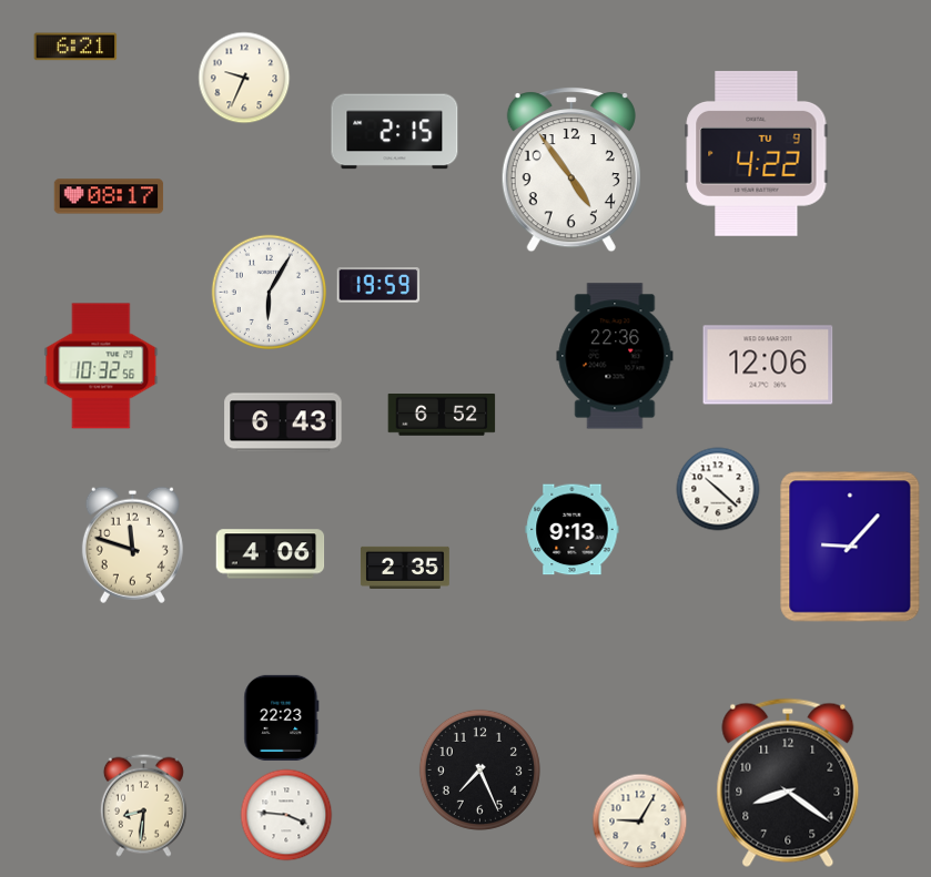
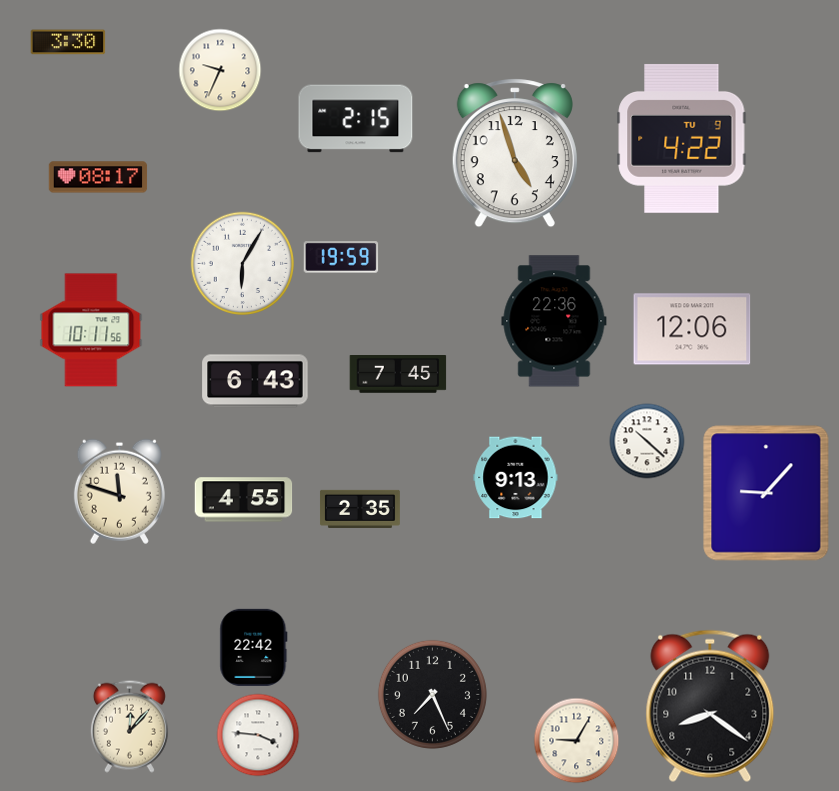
clock at (75, 47): 6:21 -> 3:30
clock at (571, 170): 4:54 -> 4:57
clock at (101, 366): 10:32 -> 10:11
clock at (442, 416): 6:52 -> 7:45
clock at (271, 554): 4:06 -> 4:55
clock at (405, 568) position: (405, 568) -> (360, 509)
clock at (282, 717): 22:23 -> 22:42
clock at (143, 805): 8:31 -> 12:07
